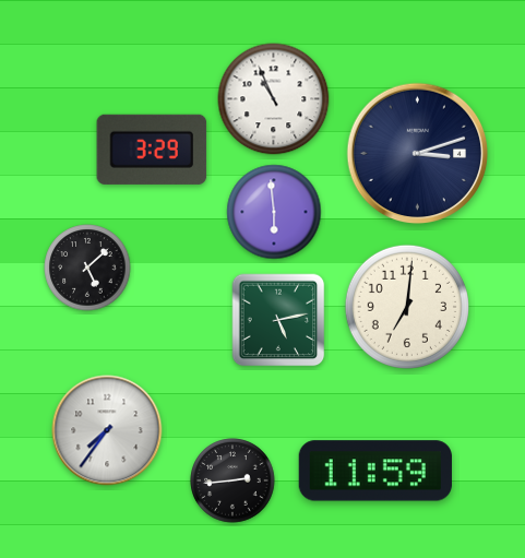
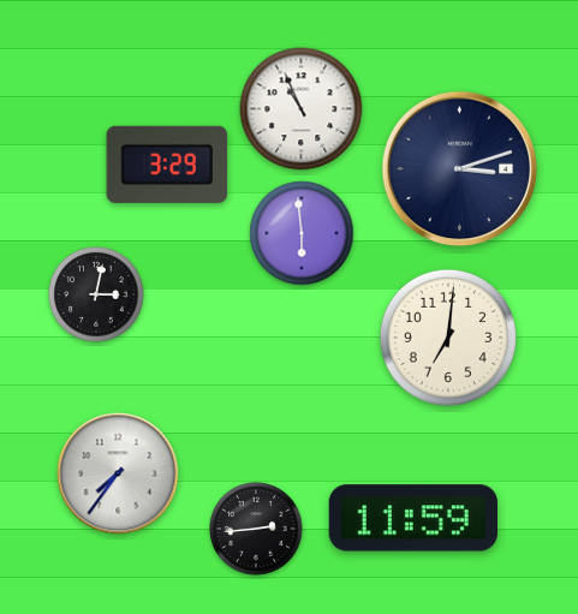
clock at (87, 268): 5:08 -> 3:02
clock at (278, 320): 5:13 -> none
